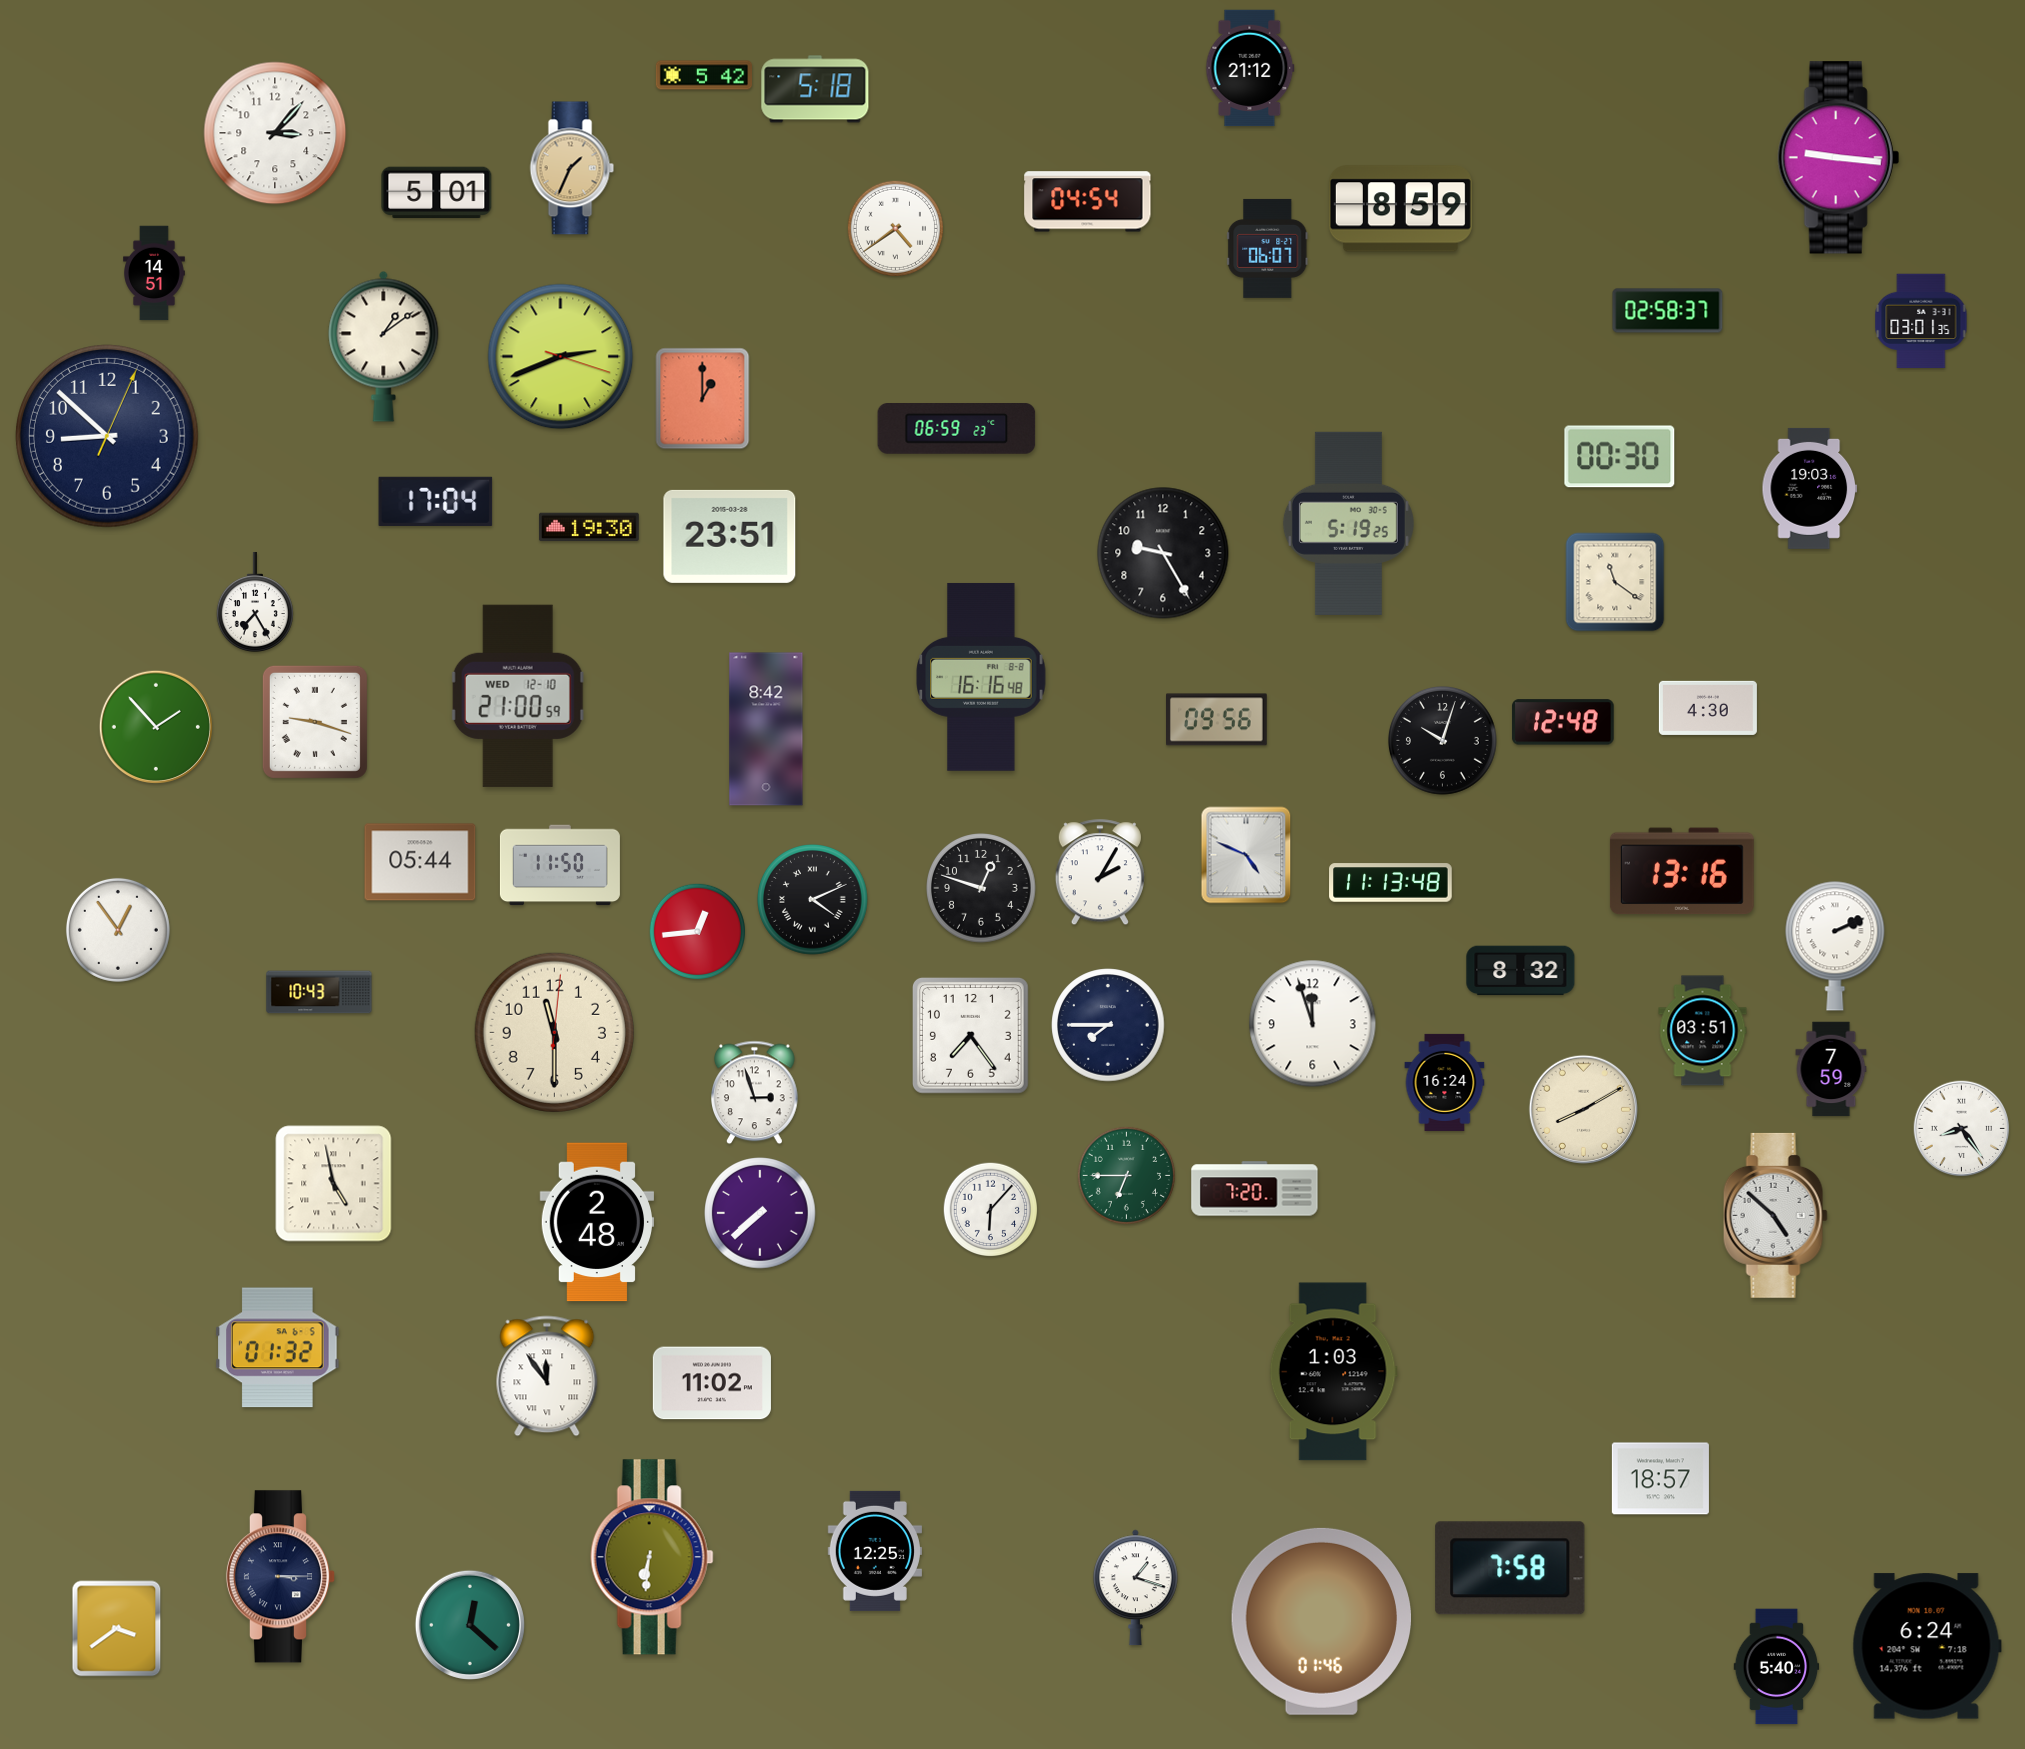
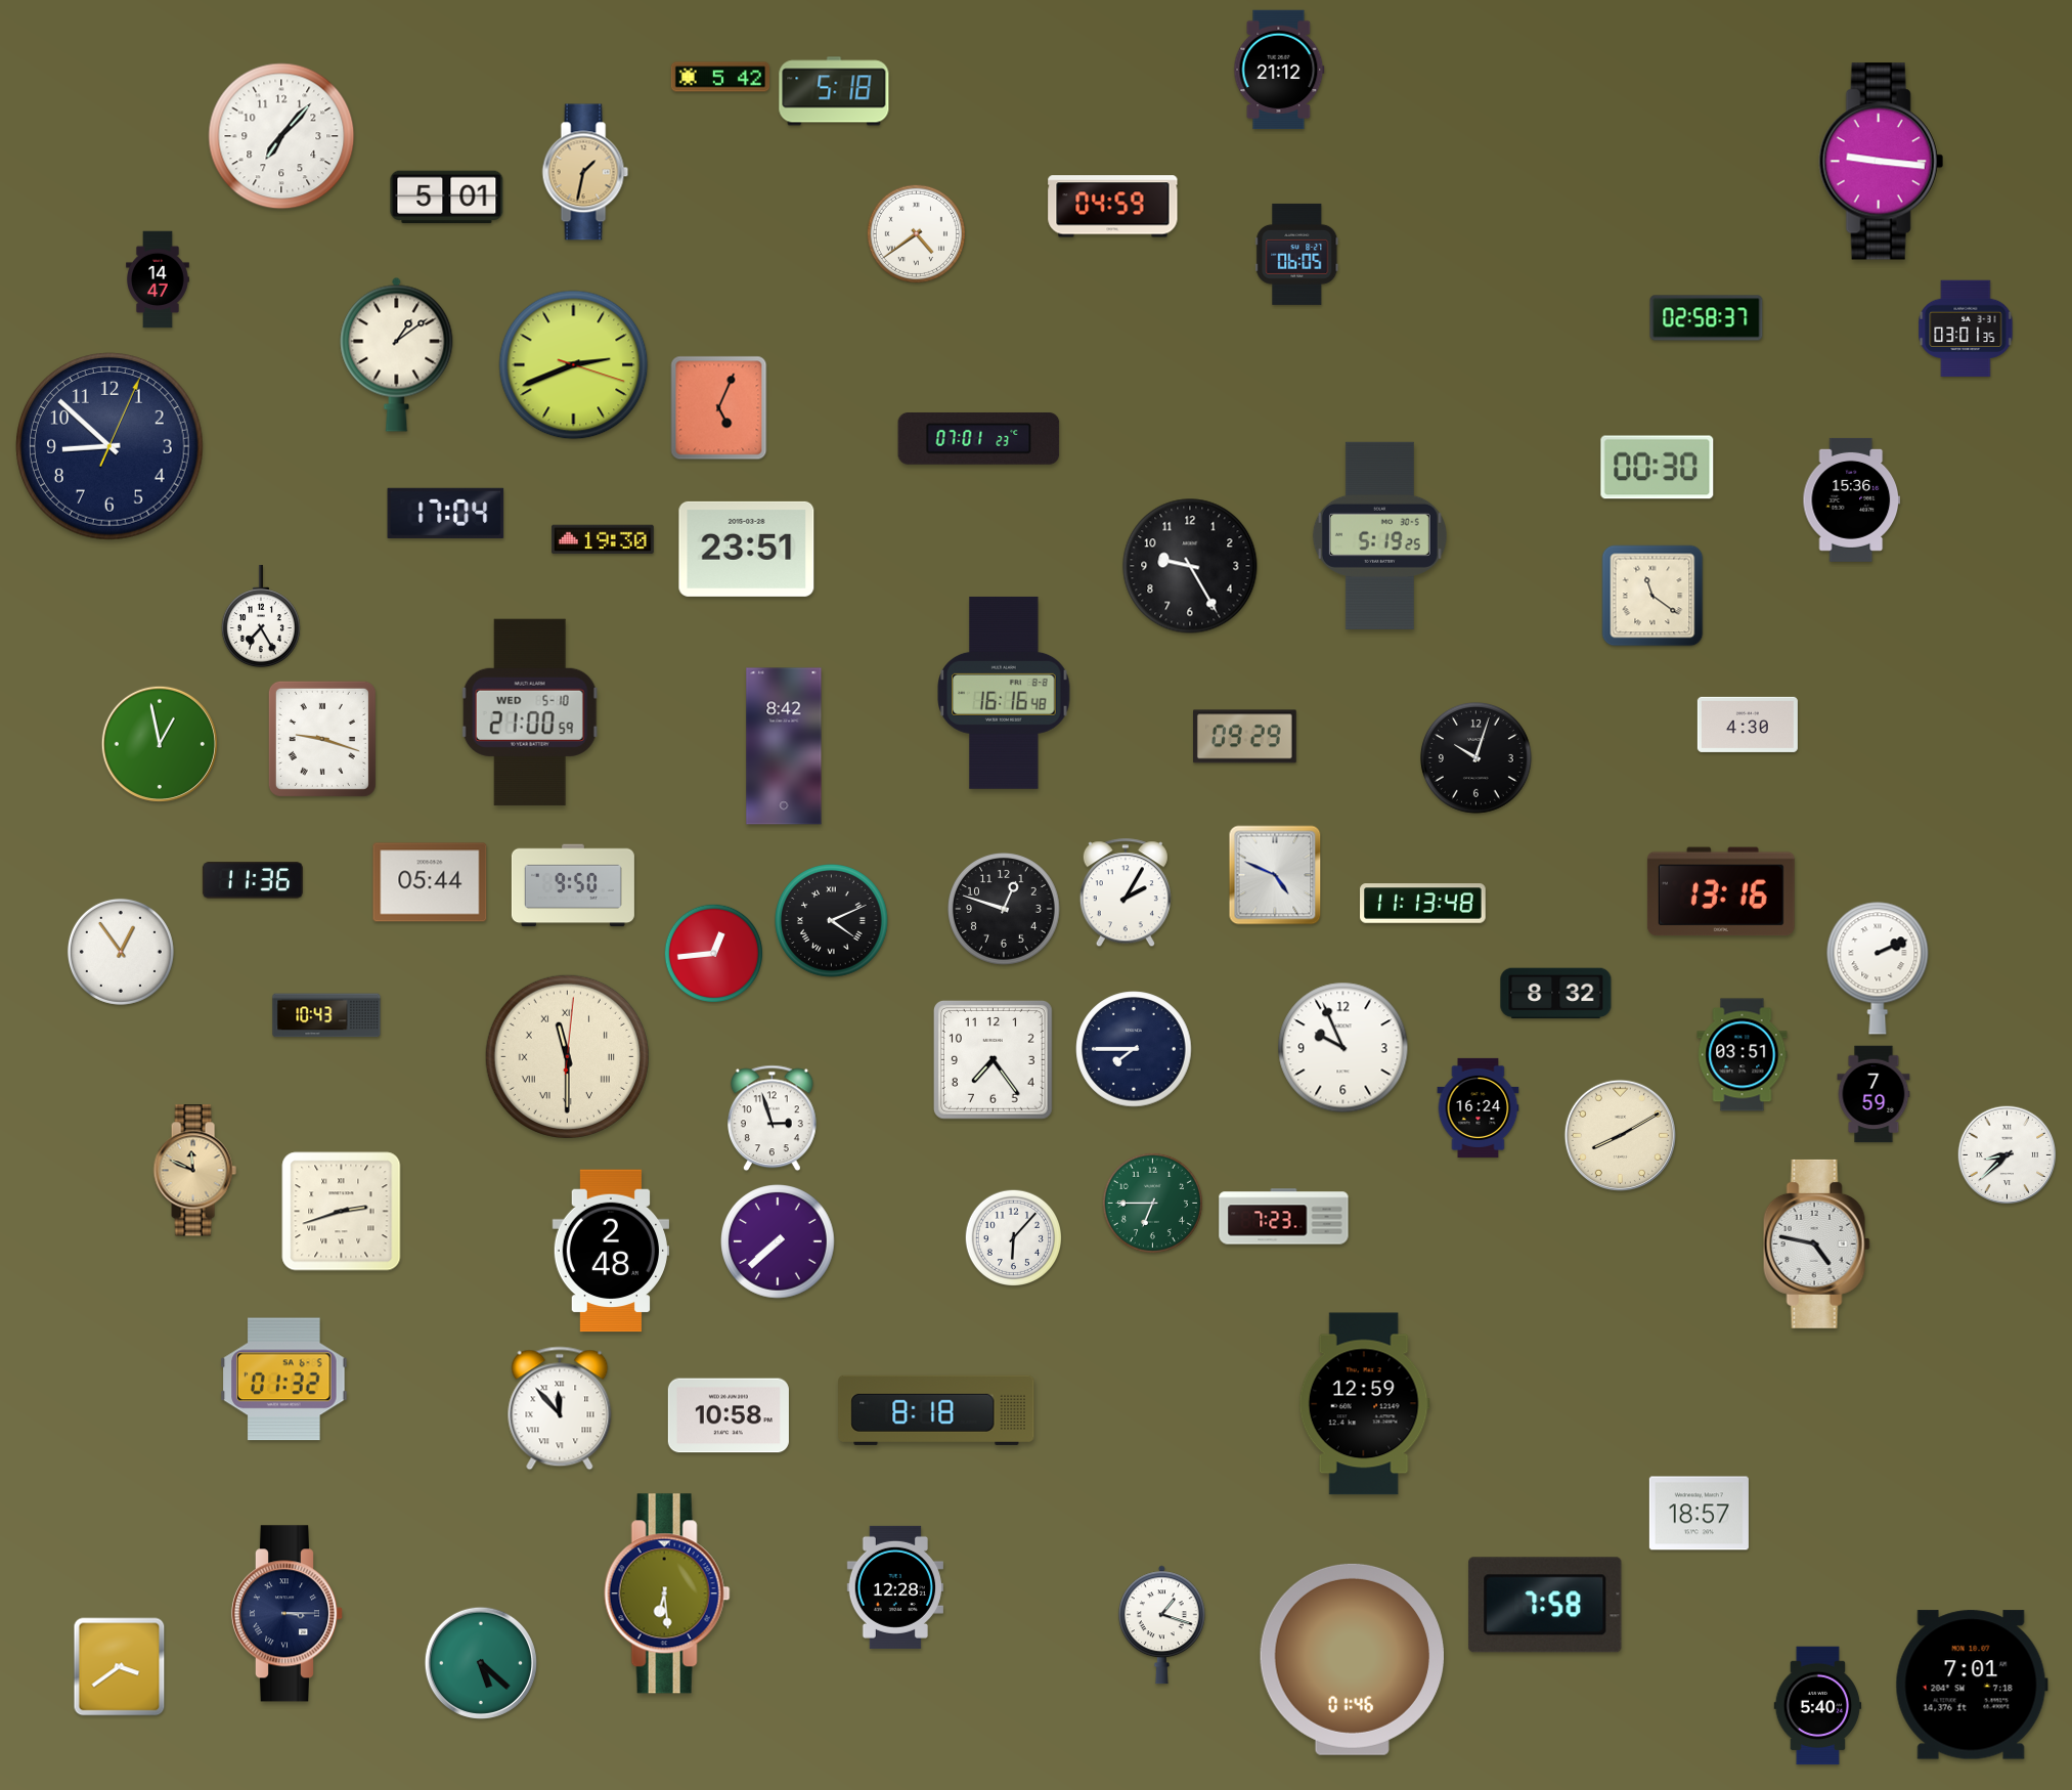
clock at (275, 133): 3:07 -> 7:07
clock at (572, 168): 1:34 -> 1:32
clock at (1088, 202): 04:54 -> 04:59
clock at (1400, 209): 8:59 -> none
clock at (1268, 248): 06:07 -> 06:05
clock at (155, 273): 14:51 -> 14:47
clock at (384, 346) position: (384, 346) -> (397, 354)
clock at (703, 399): 1:00 -> 5:04
clock at (957, 429): 06:59 -> 07:01
clock at (1810, 488): 19:03 -> 15:36
clock at (518, 696) date: WED 12-10 -> WED 5-10
clock at (1217, 720): 09:56 -> 09:29
clock at (1563, 722): 12:48 -> none
clock at (156, 727): 1:53 -> 12:58
clock at (253, 880): none -> 11:36
clock at (560, 865): 11:50 -> 9:50
clock at (1313, 1024): 11:57 -> 9:56
clock at (554, 1032) numerals: Arabic -> Roman
clock at (1962, 1129): 8:24 -> 8:38
clock at (194, 1171): none -> 11:49
clock at (334, 1184): 4:58 -> 2:42
clock at (1255, 1189): 7:20 -> 7:23
clock at (1775, 1215): 4:52 -> 4:47
clock at (1333, 1372): 1:03 -> 12:59
clock at (547, 1376): 11:54 -> 11:53
clock at (936, 1410): none -> 8:18
clock at (712, 1383): 11:02 -> 10:58
clock at (875, 1551): 12:25 -> 12:28
clock at (652, 1557): 6:31 -> 6:29
clock at (469, 1624): 12:22 -> 5:22
clock at (1927, 1646): 6:24 -> 7:01
